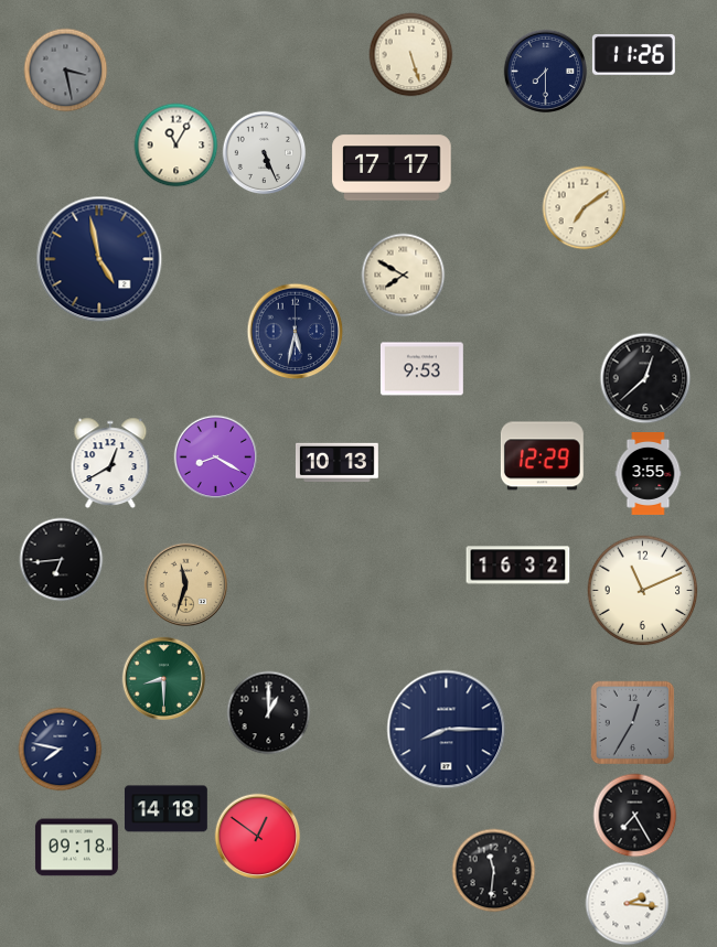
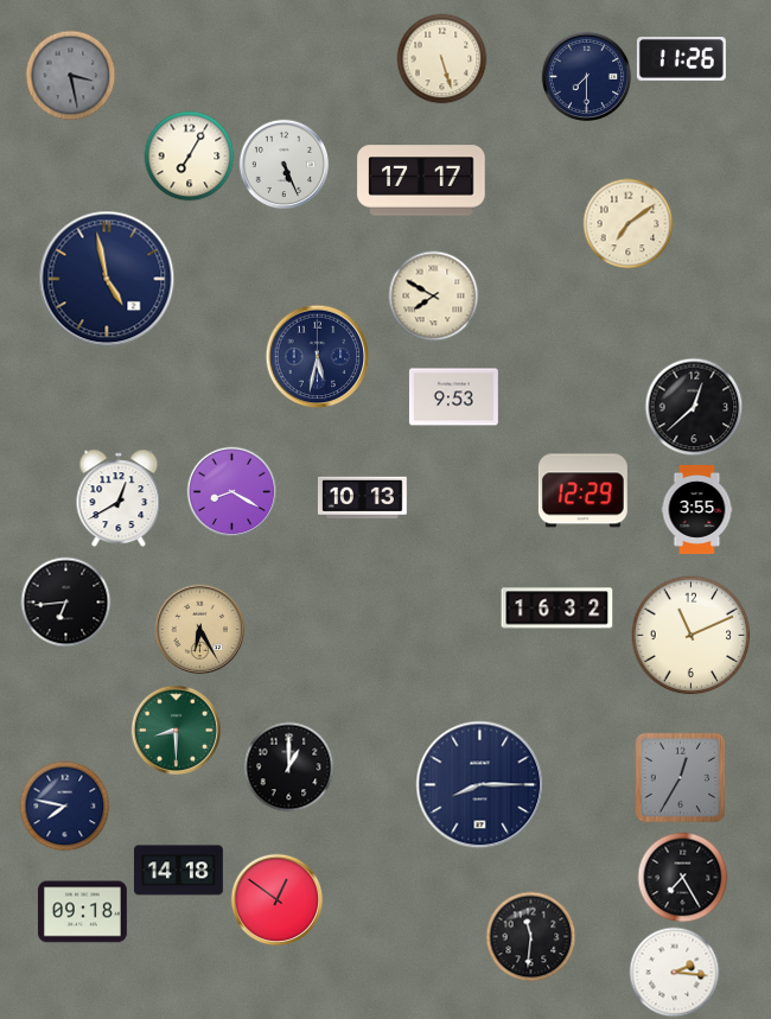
clock at (176, 146): 11:05 -> 7:05
clock at (186, 585): 11:33 -> 6:25
